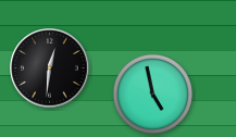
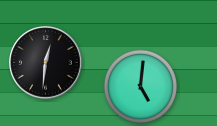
clock at (152, 94): 4:58 -> 5:01
